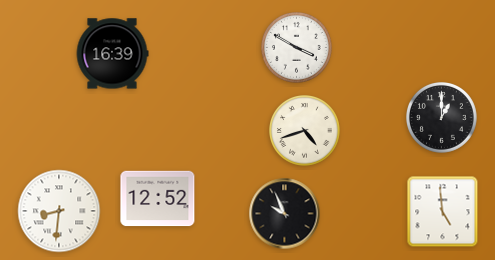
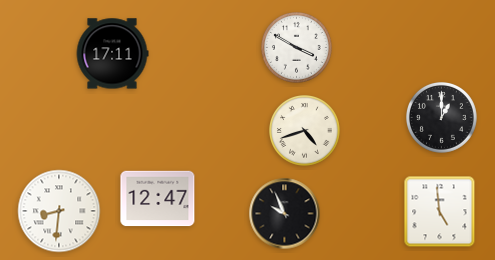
clock at (112, 54): 16:39 -> 17:11
clock at (158, 199): 12:52 -> 12:47
clock at (443, 212) position: (443, 212) -> (440, 212)
